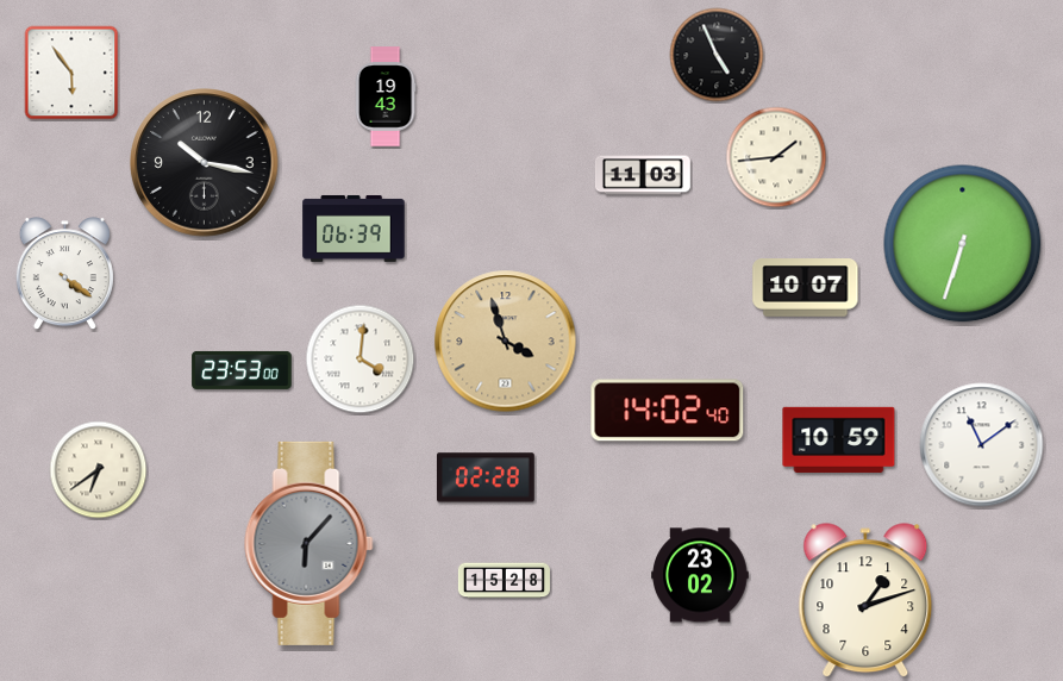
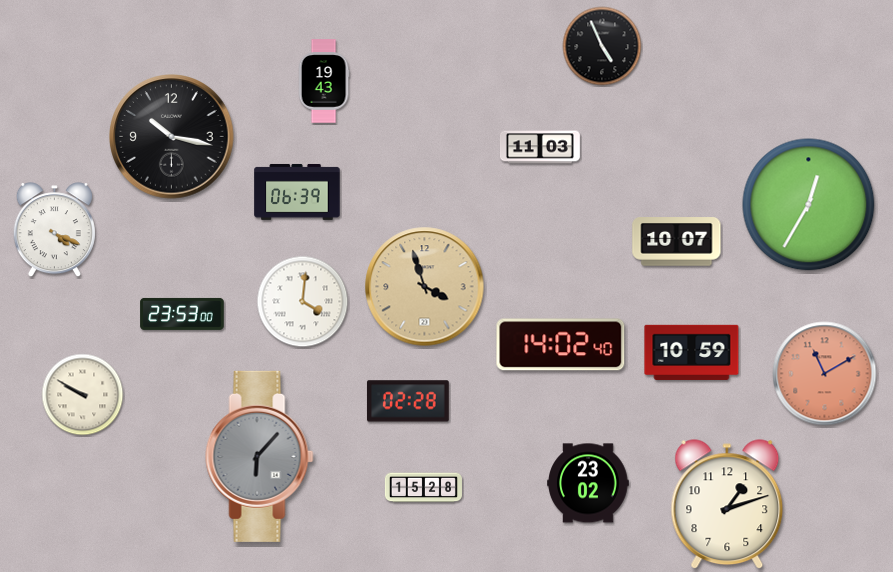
clock at (71, 73): 5:54 -> none
clock at (776, 157): 1:44 -> none
clock at (963, 244): 6:33 -> 12:35
clock at (64, 274): 4:21 -> 4:19
clock at (242, 370) position: (242, 370) -> (182, 314)
clock at (839, 439) position: (839, 439) -> (692, 352)
clock at (982, 445): 11:09 -> 11:10
clock at (982, 445) dial: white -> salmon
clock at (99, 470): 6:39 -> 9:50
